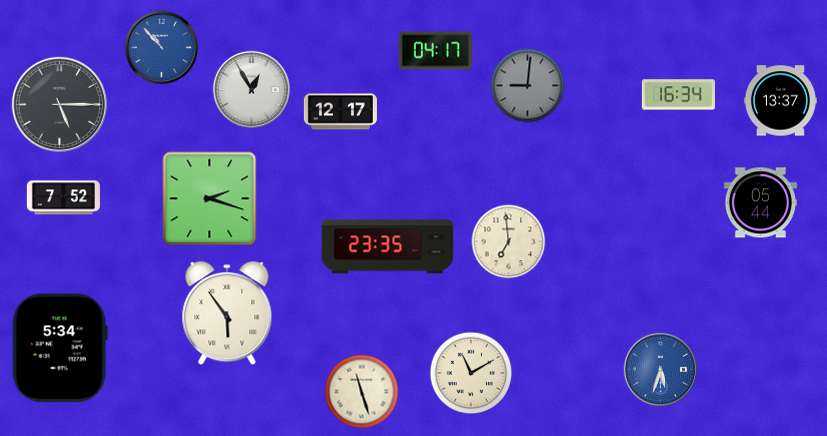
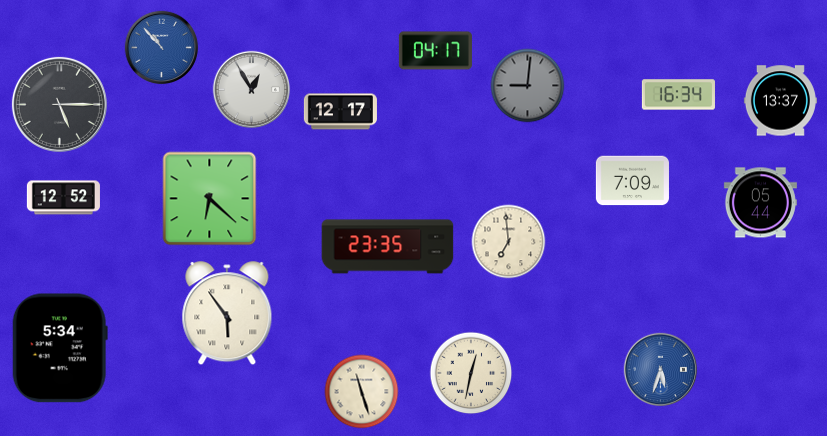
clock at (632, 181): none -> 7:09
clock at (63, 198): 7:52 -> 12:52
clock at (210, 199): 2:18 -> 6:22
clock at (471, 373): 11:10 -> 12:32
